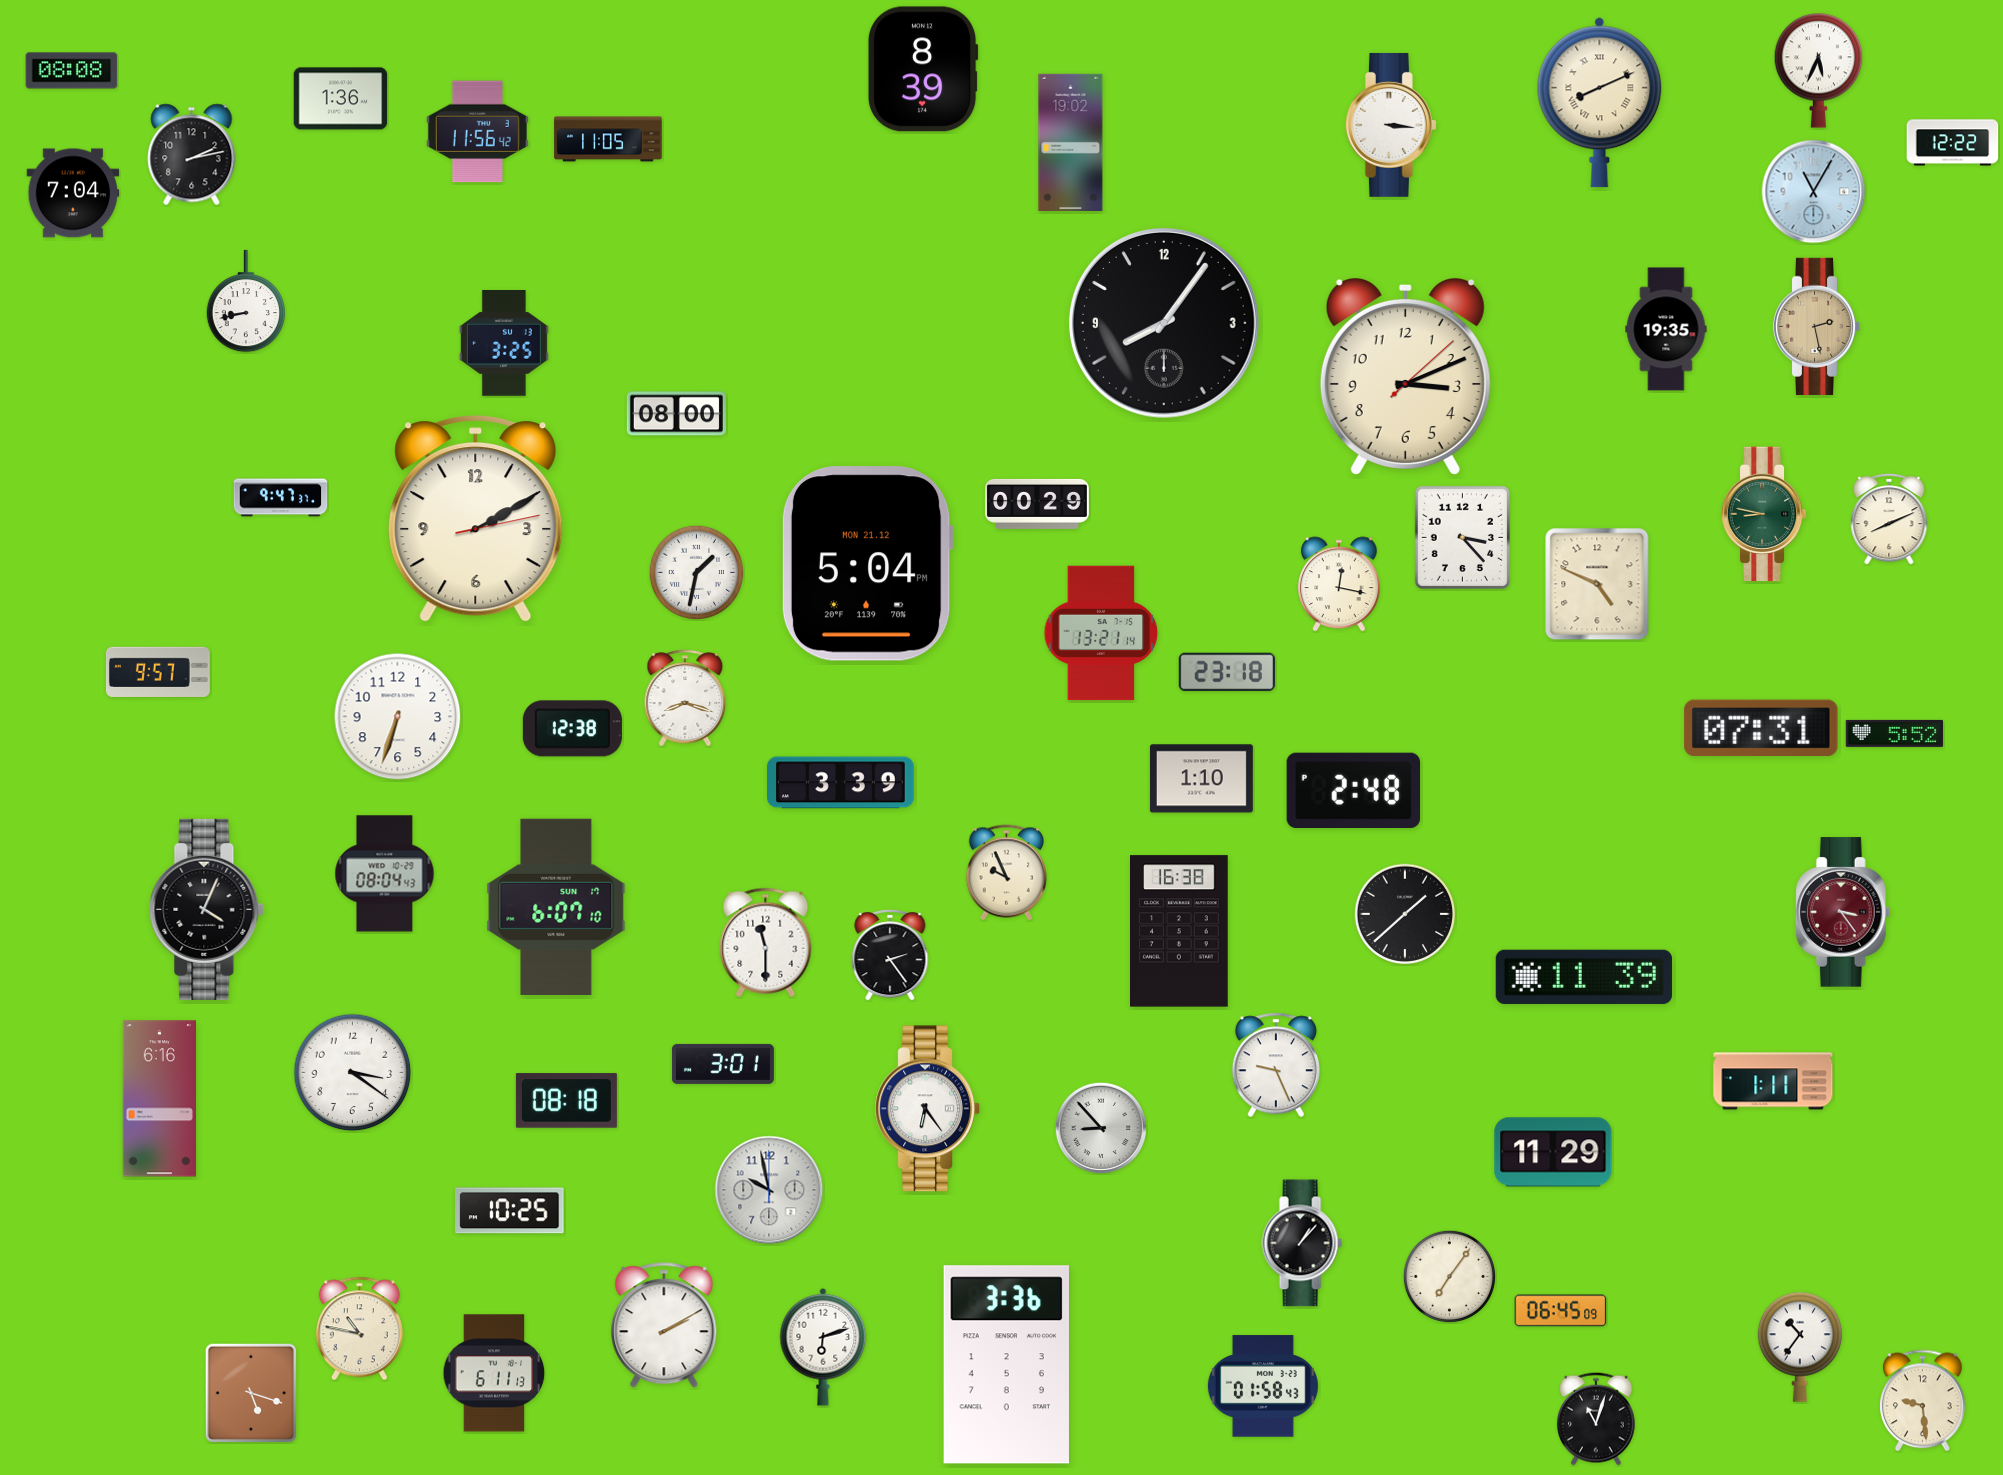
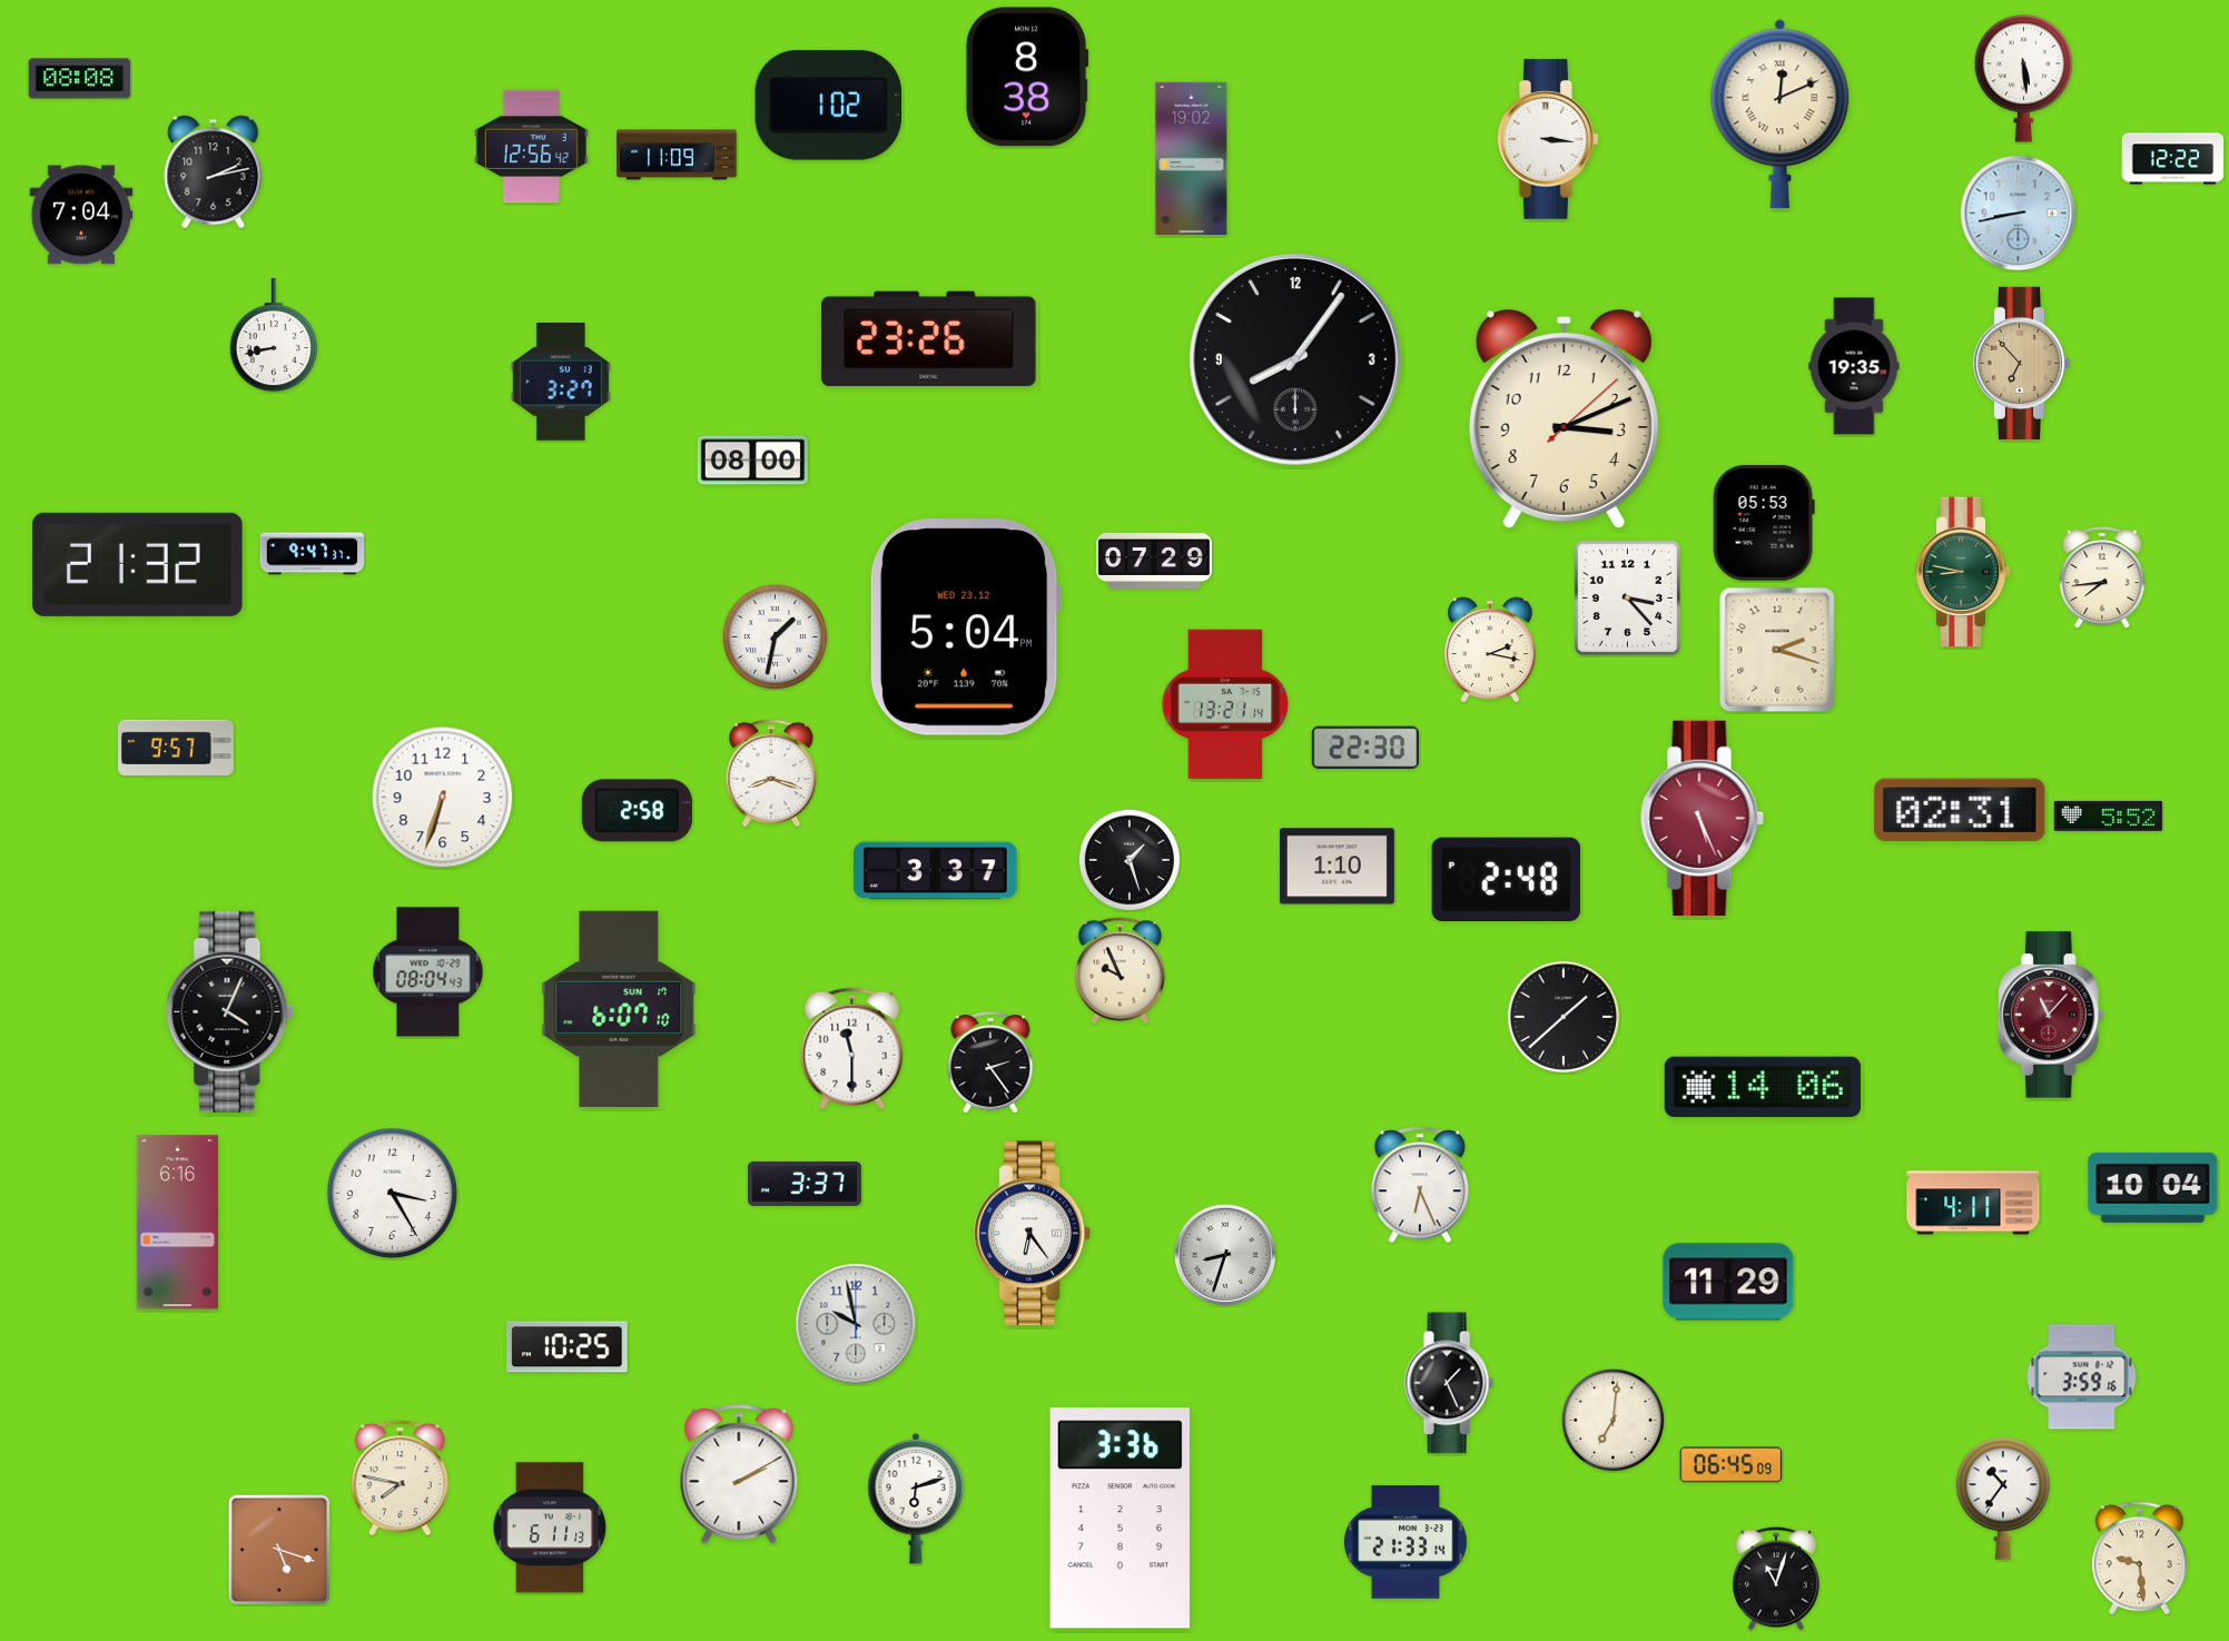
clock at (923, 69): 8:39 -> 8:38
clock at (1819, 71): 5:34 -> 5:29
clock at (829, 106): none -> 1:02
clock at (341, 99): 1:36 -> none
clock at (1600, 103): 8:11 -> 12:11
clock at (477, 132): 11:56 -> 12:56
clock at (608, 139): 11:05 -> 11:09
clock at (1814, 192): 11:05 -> 8:43
clock at (929, 339): none -> 23:26
clock at (1817, 326): 2:28 -> 6:53
clock at (504, 344): 3:25 -> 3:27
clock at (1764, 523): none -> 05:53
clock at (1038, 504): 00:29 -> 07:29
clock at (138, 564): none -> 21:32
clock at (476, 519): 2:10 -> none
clock at (1889, 519): 8:11 -> 7:44
clock at (867, 564) date: MON 21.12 -> WED 23.12
clock at (1339, 584): 12:17 -> 2:17
clock at (1597, 584): 4:49 -> 2:18
clock at (1227, 672): 23:18 -> 22:30
clock at (685, 698) position: (685, 698) -> (771, 773)
clock at (1761, 728): 07:31 -> 02:31
clock at (572, 729): 12:38 -> 2:58
clock at (1702, 818): none -> 5:26
clock at (1130, 860): none -> 1:27
clock at (841, 783): 3:39 -> 3:37
clock at (1843, 912): 3:24 -> 11:07
clock at (1180, 931): 16:38 -> none
clock at (1584, 977): 11:39 -> 14:06
clock at (723, 1064): 3:01 -> 3:37
clock at (1276, 1065): 9:26 -> 6:26
clock at (2153, 1187): none -> 10:04
clock at (353, 1073): 3:21 -> 3:25
clock at (1773, 1081): 1:11 -> 4:11
clock at (566, 1101): 08:18 -> none
clock at (1100, 1127): 8:53 -> 8:33
clock at (2082, 1377): none -> 3:59
clock at (1302, 1243): 1:07 -> 1:26
clock at (1449, 1276): 7:06 -> 7:01
clock at (1561, 1311) position: (1561, 1311) -> (1732, 1465)
clock at (359, 1329): 10:47 -> 7:47
clock at (1263, 1386): 01:58 -> 21:33
